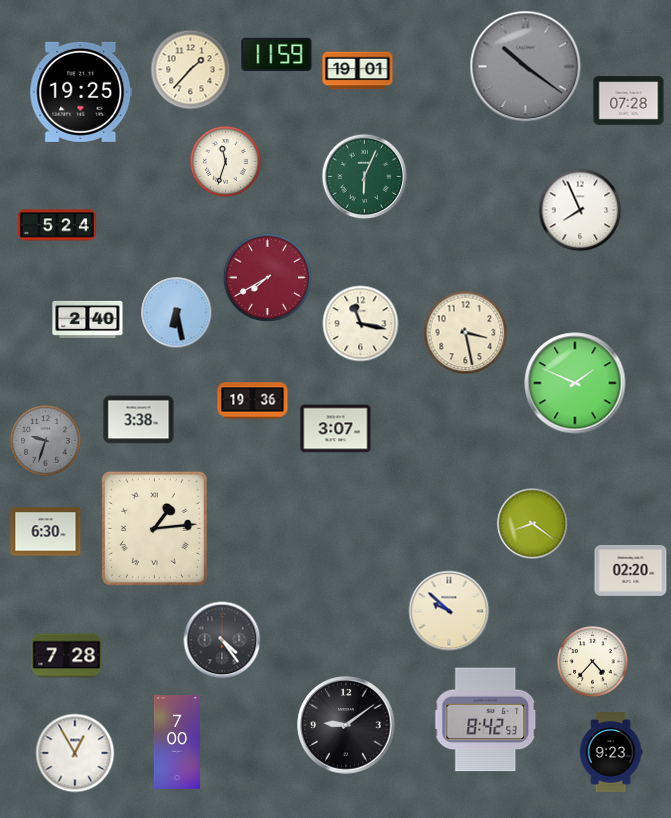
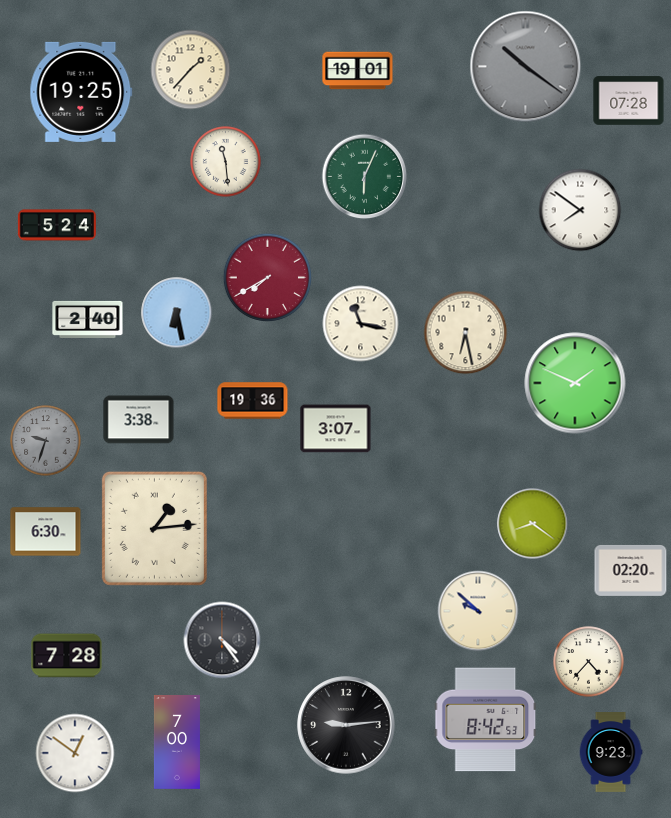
clock at (277, 55): 11:59 -> none
clock at (226, 162): 11:33 -> 11:29
clock at (580, 210): 7:56 -> 7:51
clock at (466, 333): 3:28 -> 6:28
clock at (449, 611) position: (449, 611) -> (478, 611)
clock at (593, 662) position: (593, 662) -> (589, 662)
clock at (346, 725): 9:09 -> 9:14
clock at (75, 753): 12:55 -> 12:51
